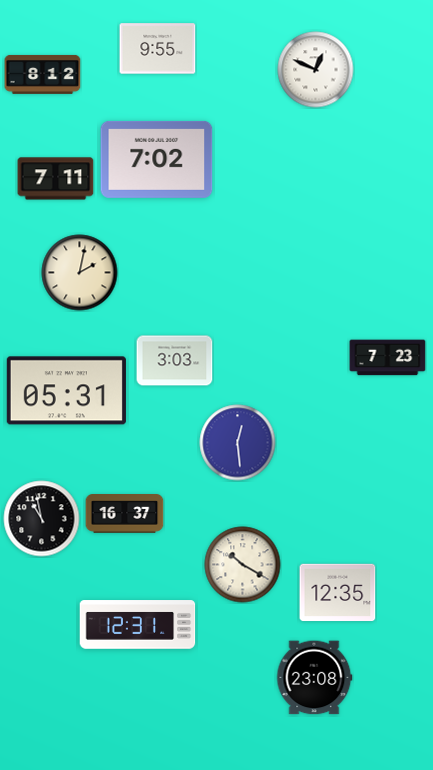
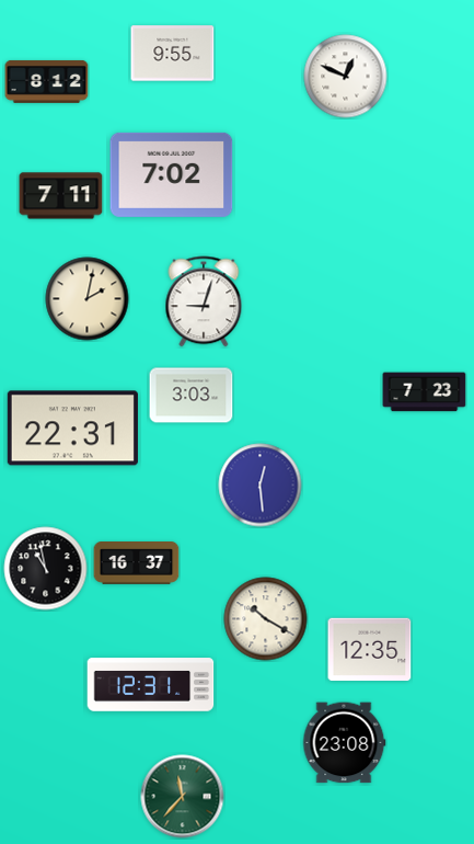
clock at (204, 301): none -> 9:03
clock at (66, 391): 05:31 -> 22:31
clock at (183, 797): none -> 11:37
